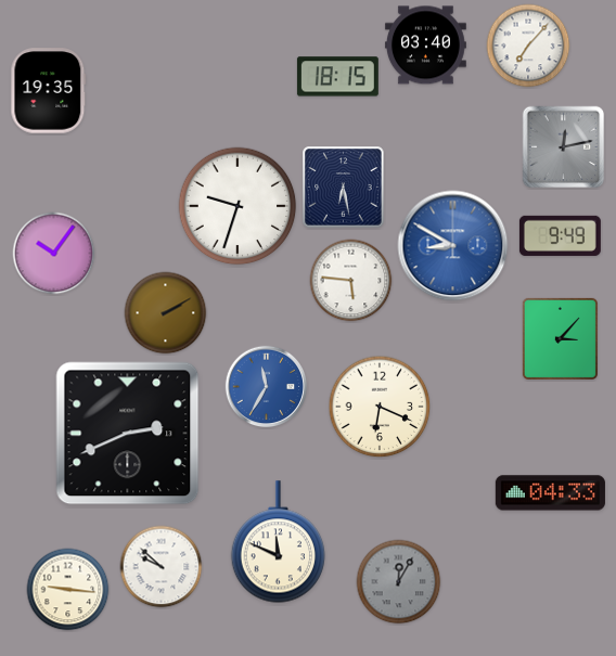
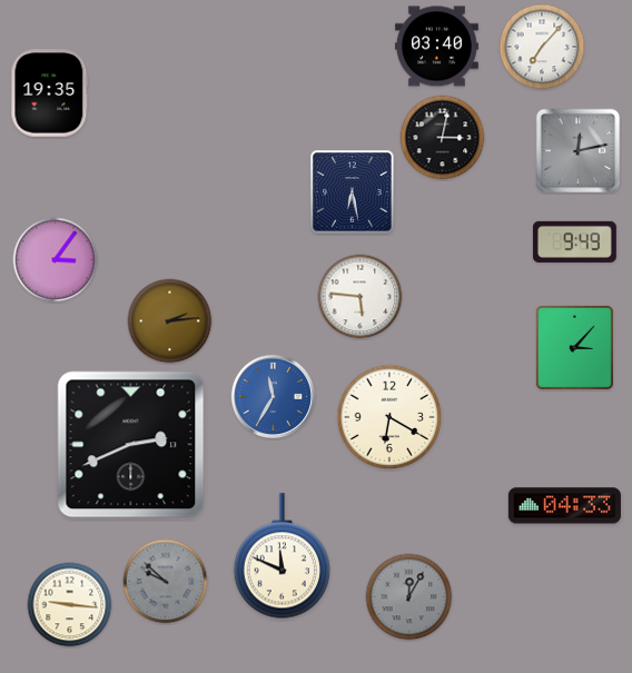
clock at (337, 77): 18:15 -> none
clock at (443, 138): none -> 3:02
clock at (238, 206): 9:33 -> none
clock at (453, 246): 8:50 -> none
clock at (54, 254): 10:06 -> 3:06
clock at (351, 281) position: (351, 281) -> (361, 297)
clock at (166, 313): 2:10 -> 2:14
clock at (380, 407): 6:19 -> 6:20
clock at (278, 542) position: (278, 542) -> (282, 556)
clock at (162, 567) dial: white -> grey
